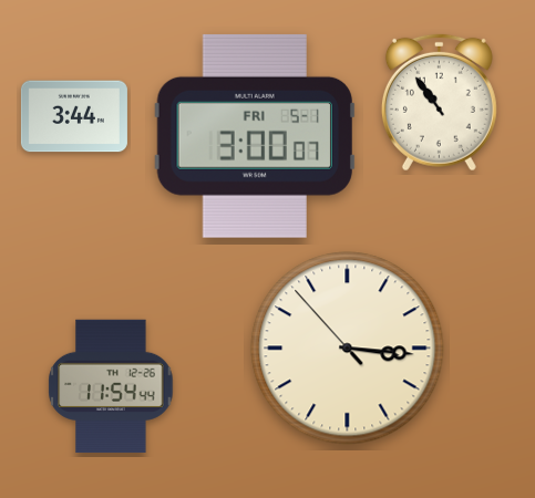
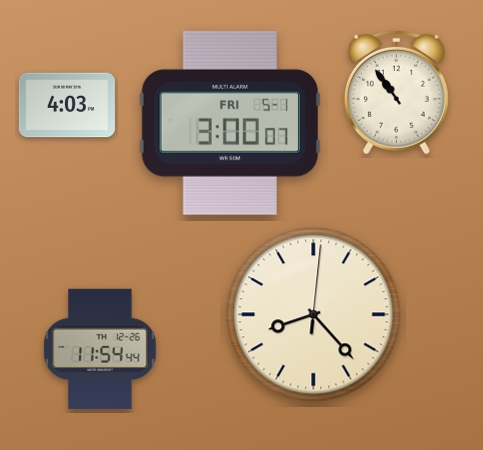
clock at (74, 116): 3:44 -> 4:03
clock at (348, 349): 3:15 -> 8:23
